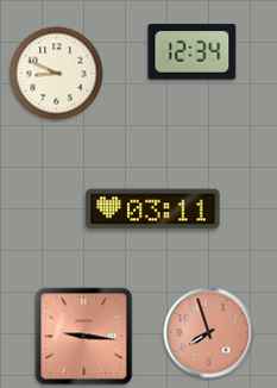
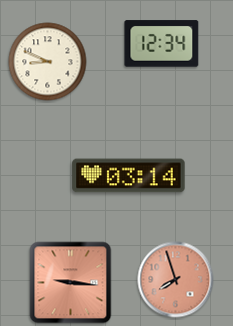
clock at (153, 209): 03:11 -> 03:14
